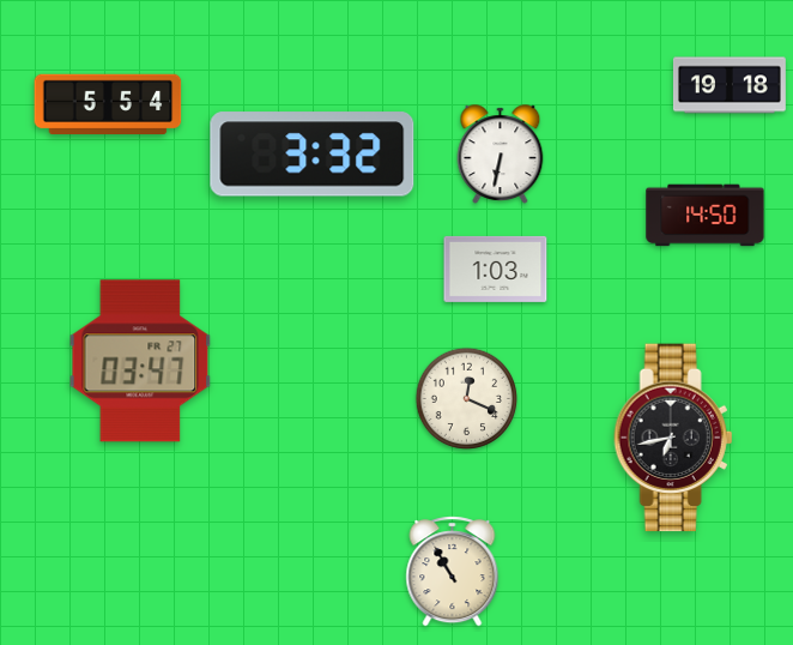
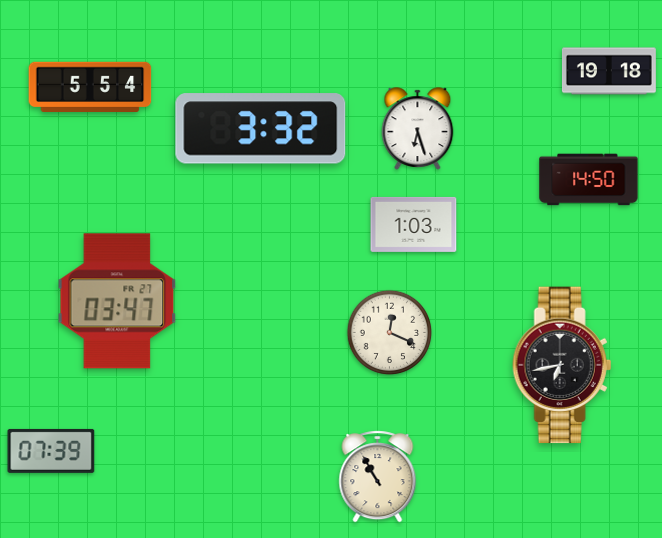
clock at (501, 153): 6:32 -> 6:27
clock at (51, 451): none -> 07:39
